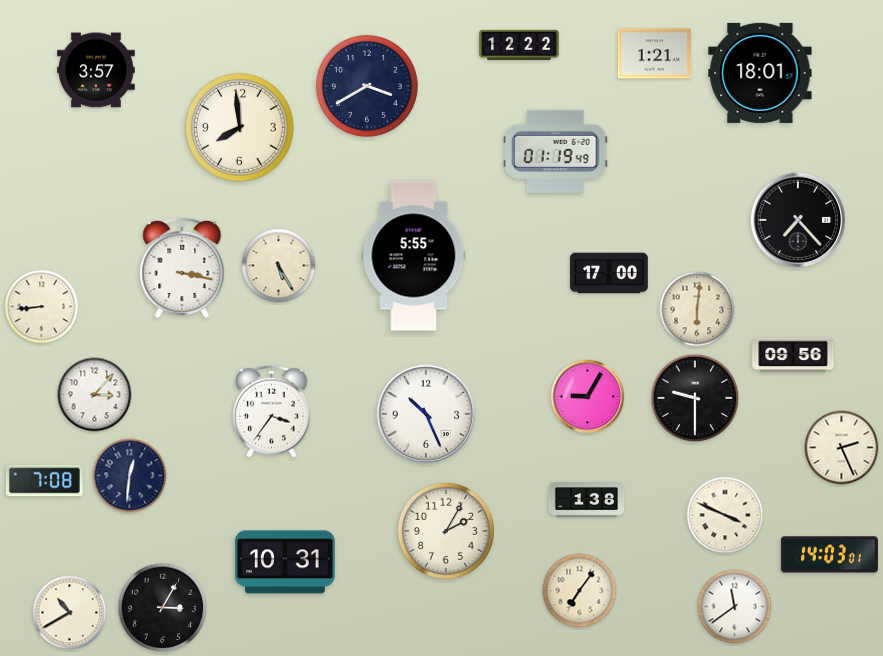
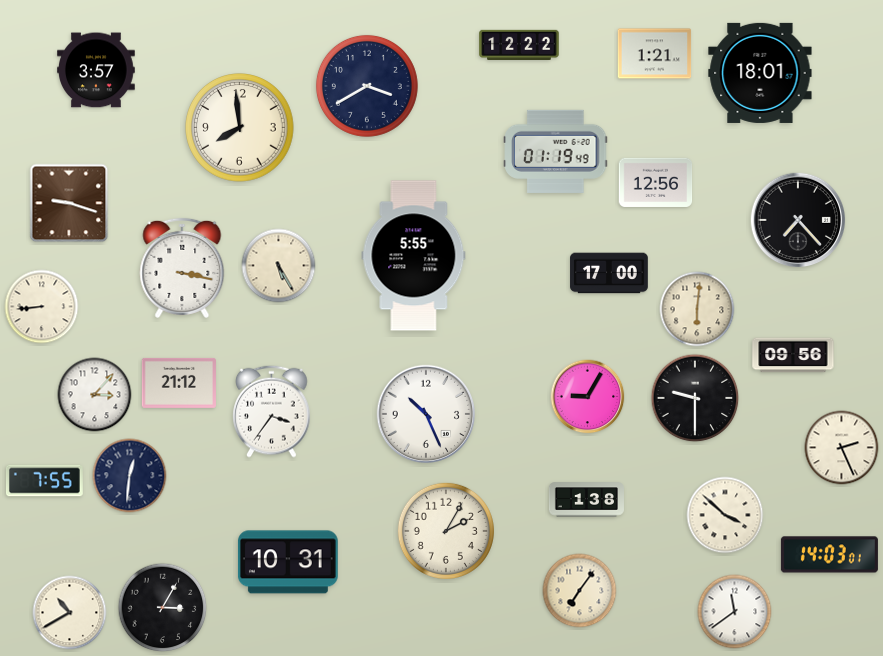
clock at (656, 182): none -> 12:56
clock at (69, 203): none -> 9:18
clock at (179, 383): none -> 21:12
clock at (44, 481): 7:08 -> 7:55
clock at (725, 515): 3:49 -> 3:52
clock at (285, 562) position: (285, 562) -> (288, 562)
clock at (735, 607) position: (735, 607) -> (735, 612)
